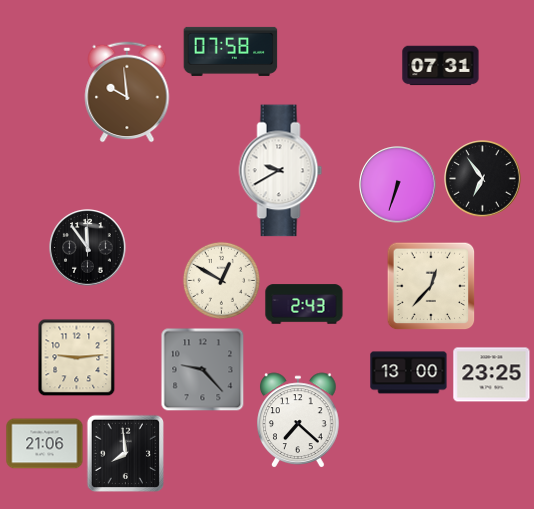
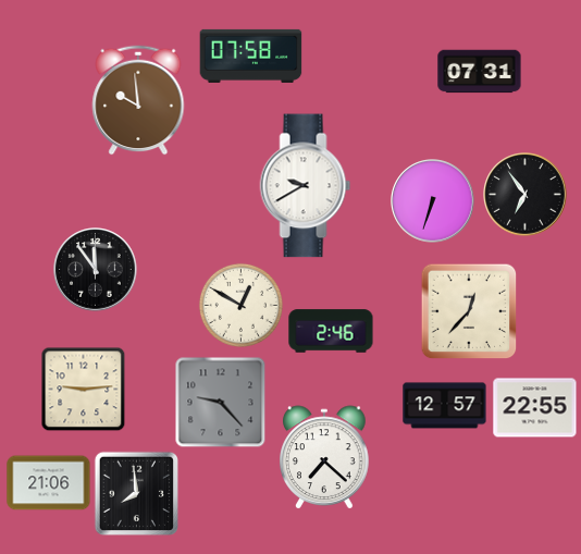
clock at (304, 304): 2:43 -> 2:46
clock at (409, 373): 13:00 -> 12:57
clock at (492, 375): 23:25 -> 22:55
